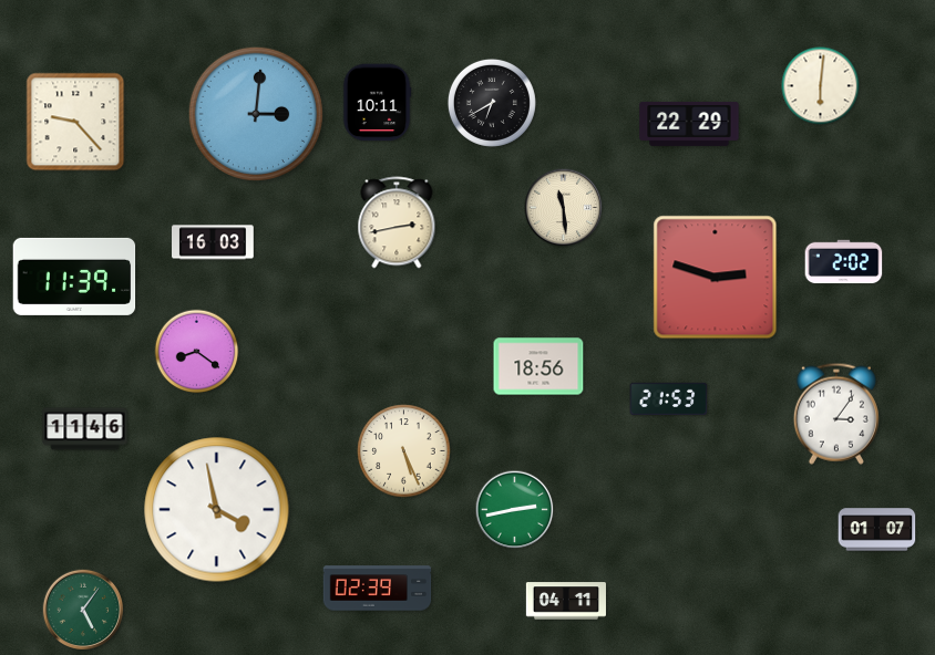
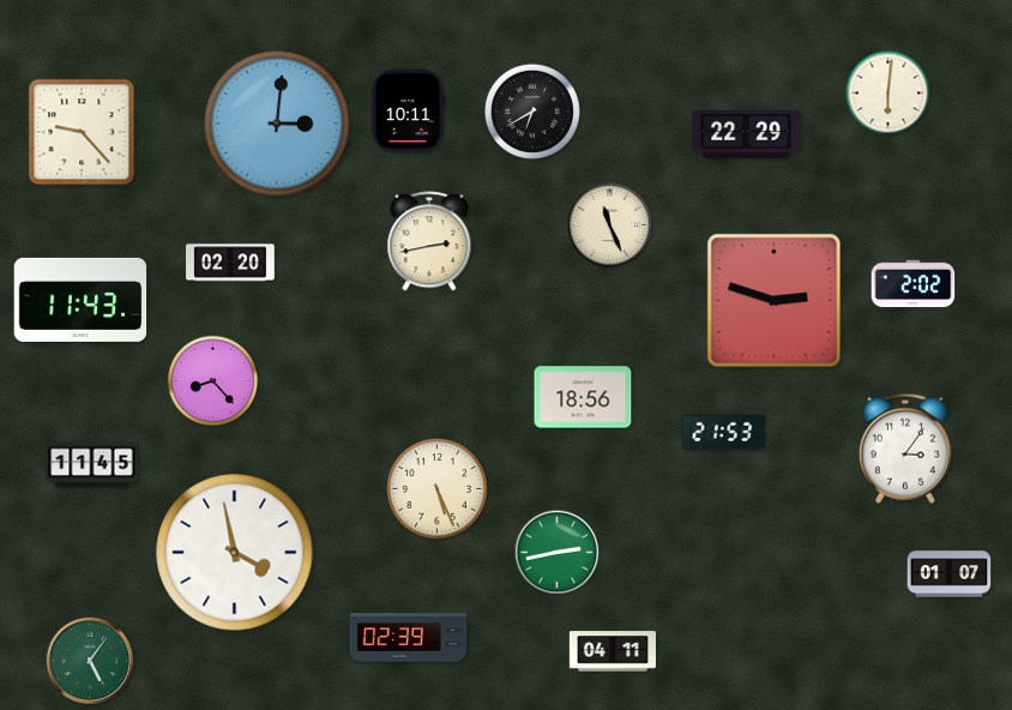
clock at (564, 208): 11:29 -> 11:26
clock at (214, 242): 16:03 -> 02:20
clock at (74, 277): 11:39 -> 11:43
clock at (197, 352): 8:21 -> 8:23
clock at (85, 429): 11:46 -> 11:45
